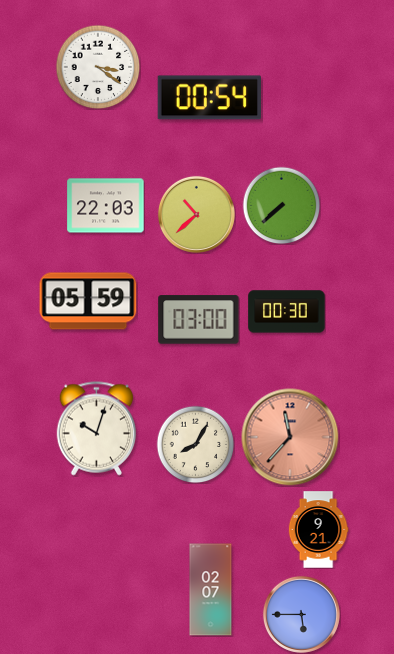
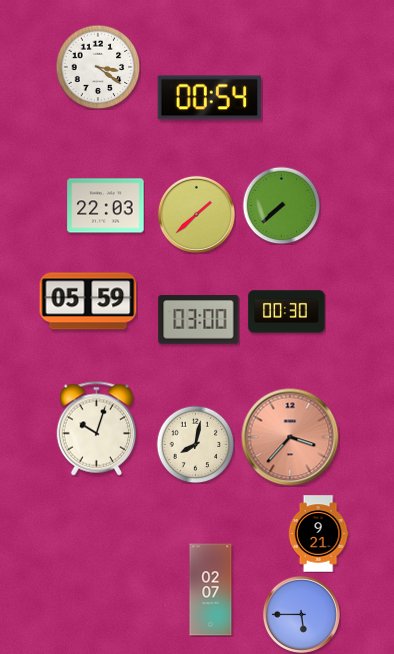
clock at (196, 214): 10:38 -> 1:38
clock at (290, 437): 11:37 -> 3:37
clock at (195, 444): 8:05 -> 8:02
clock at (318, 530) position: (318, 530) -> (318, 534)
